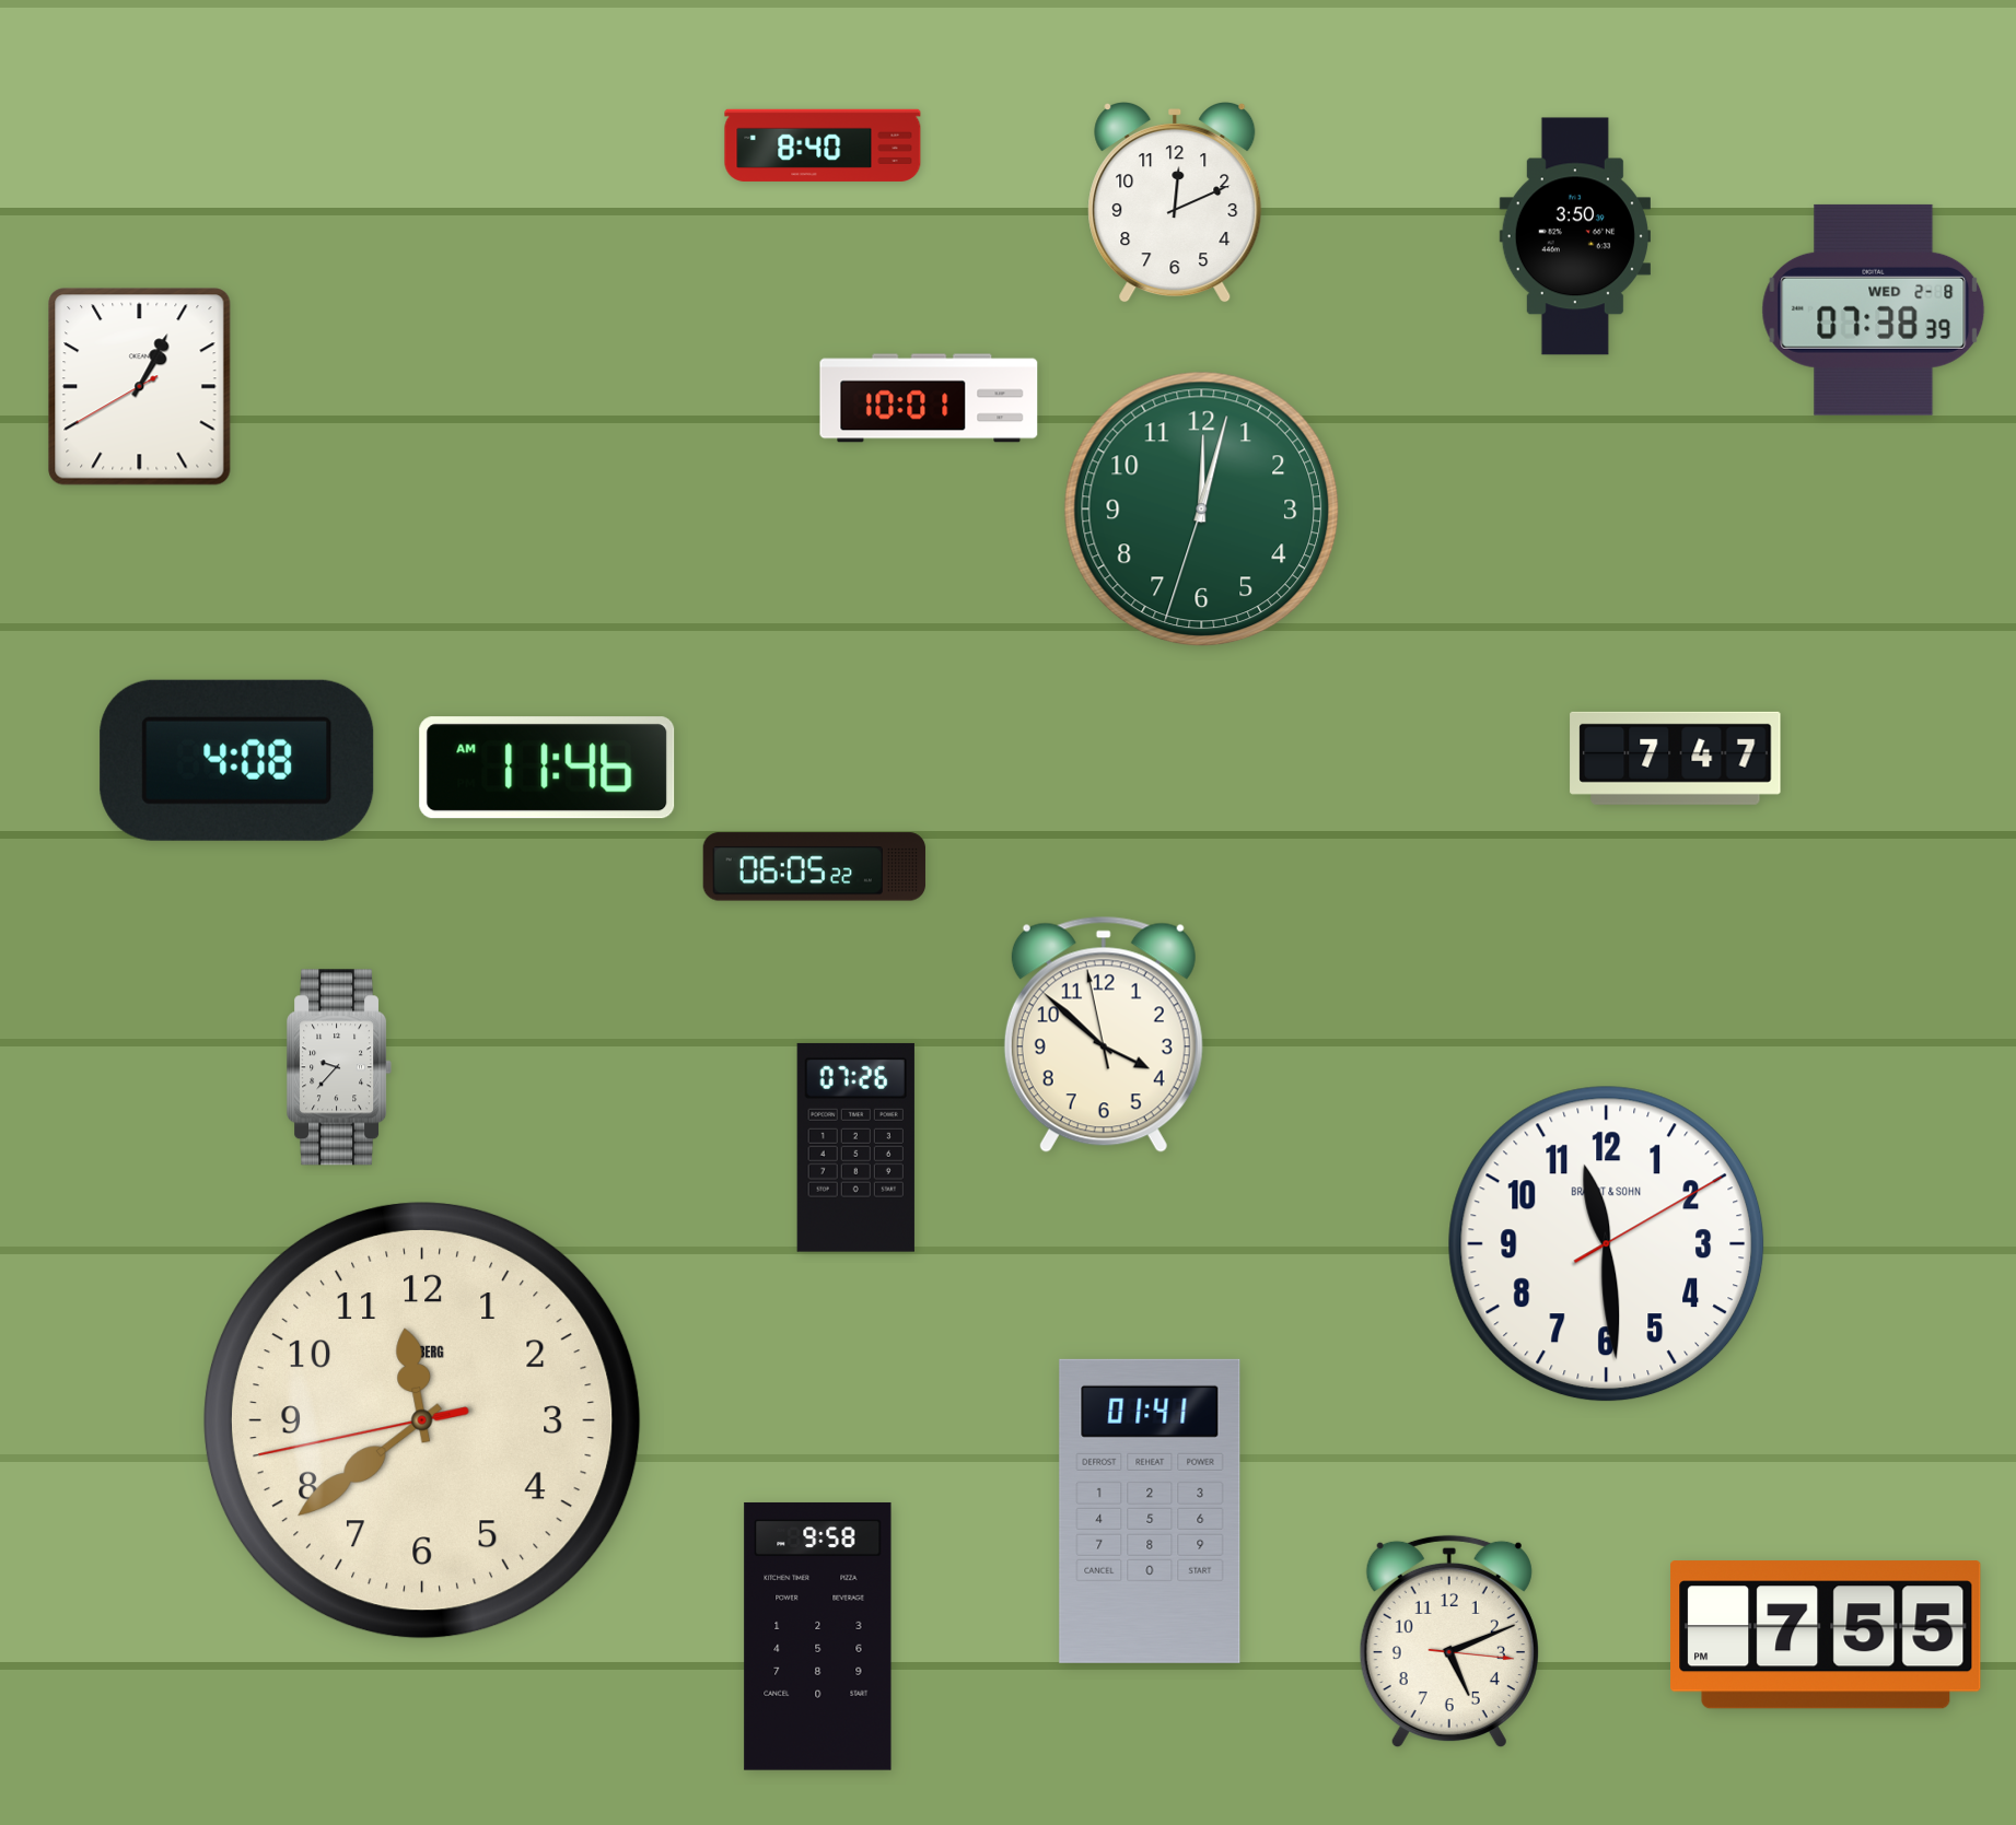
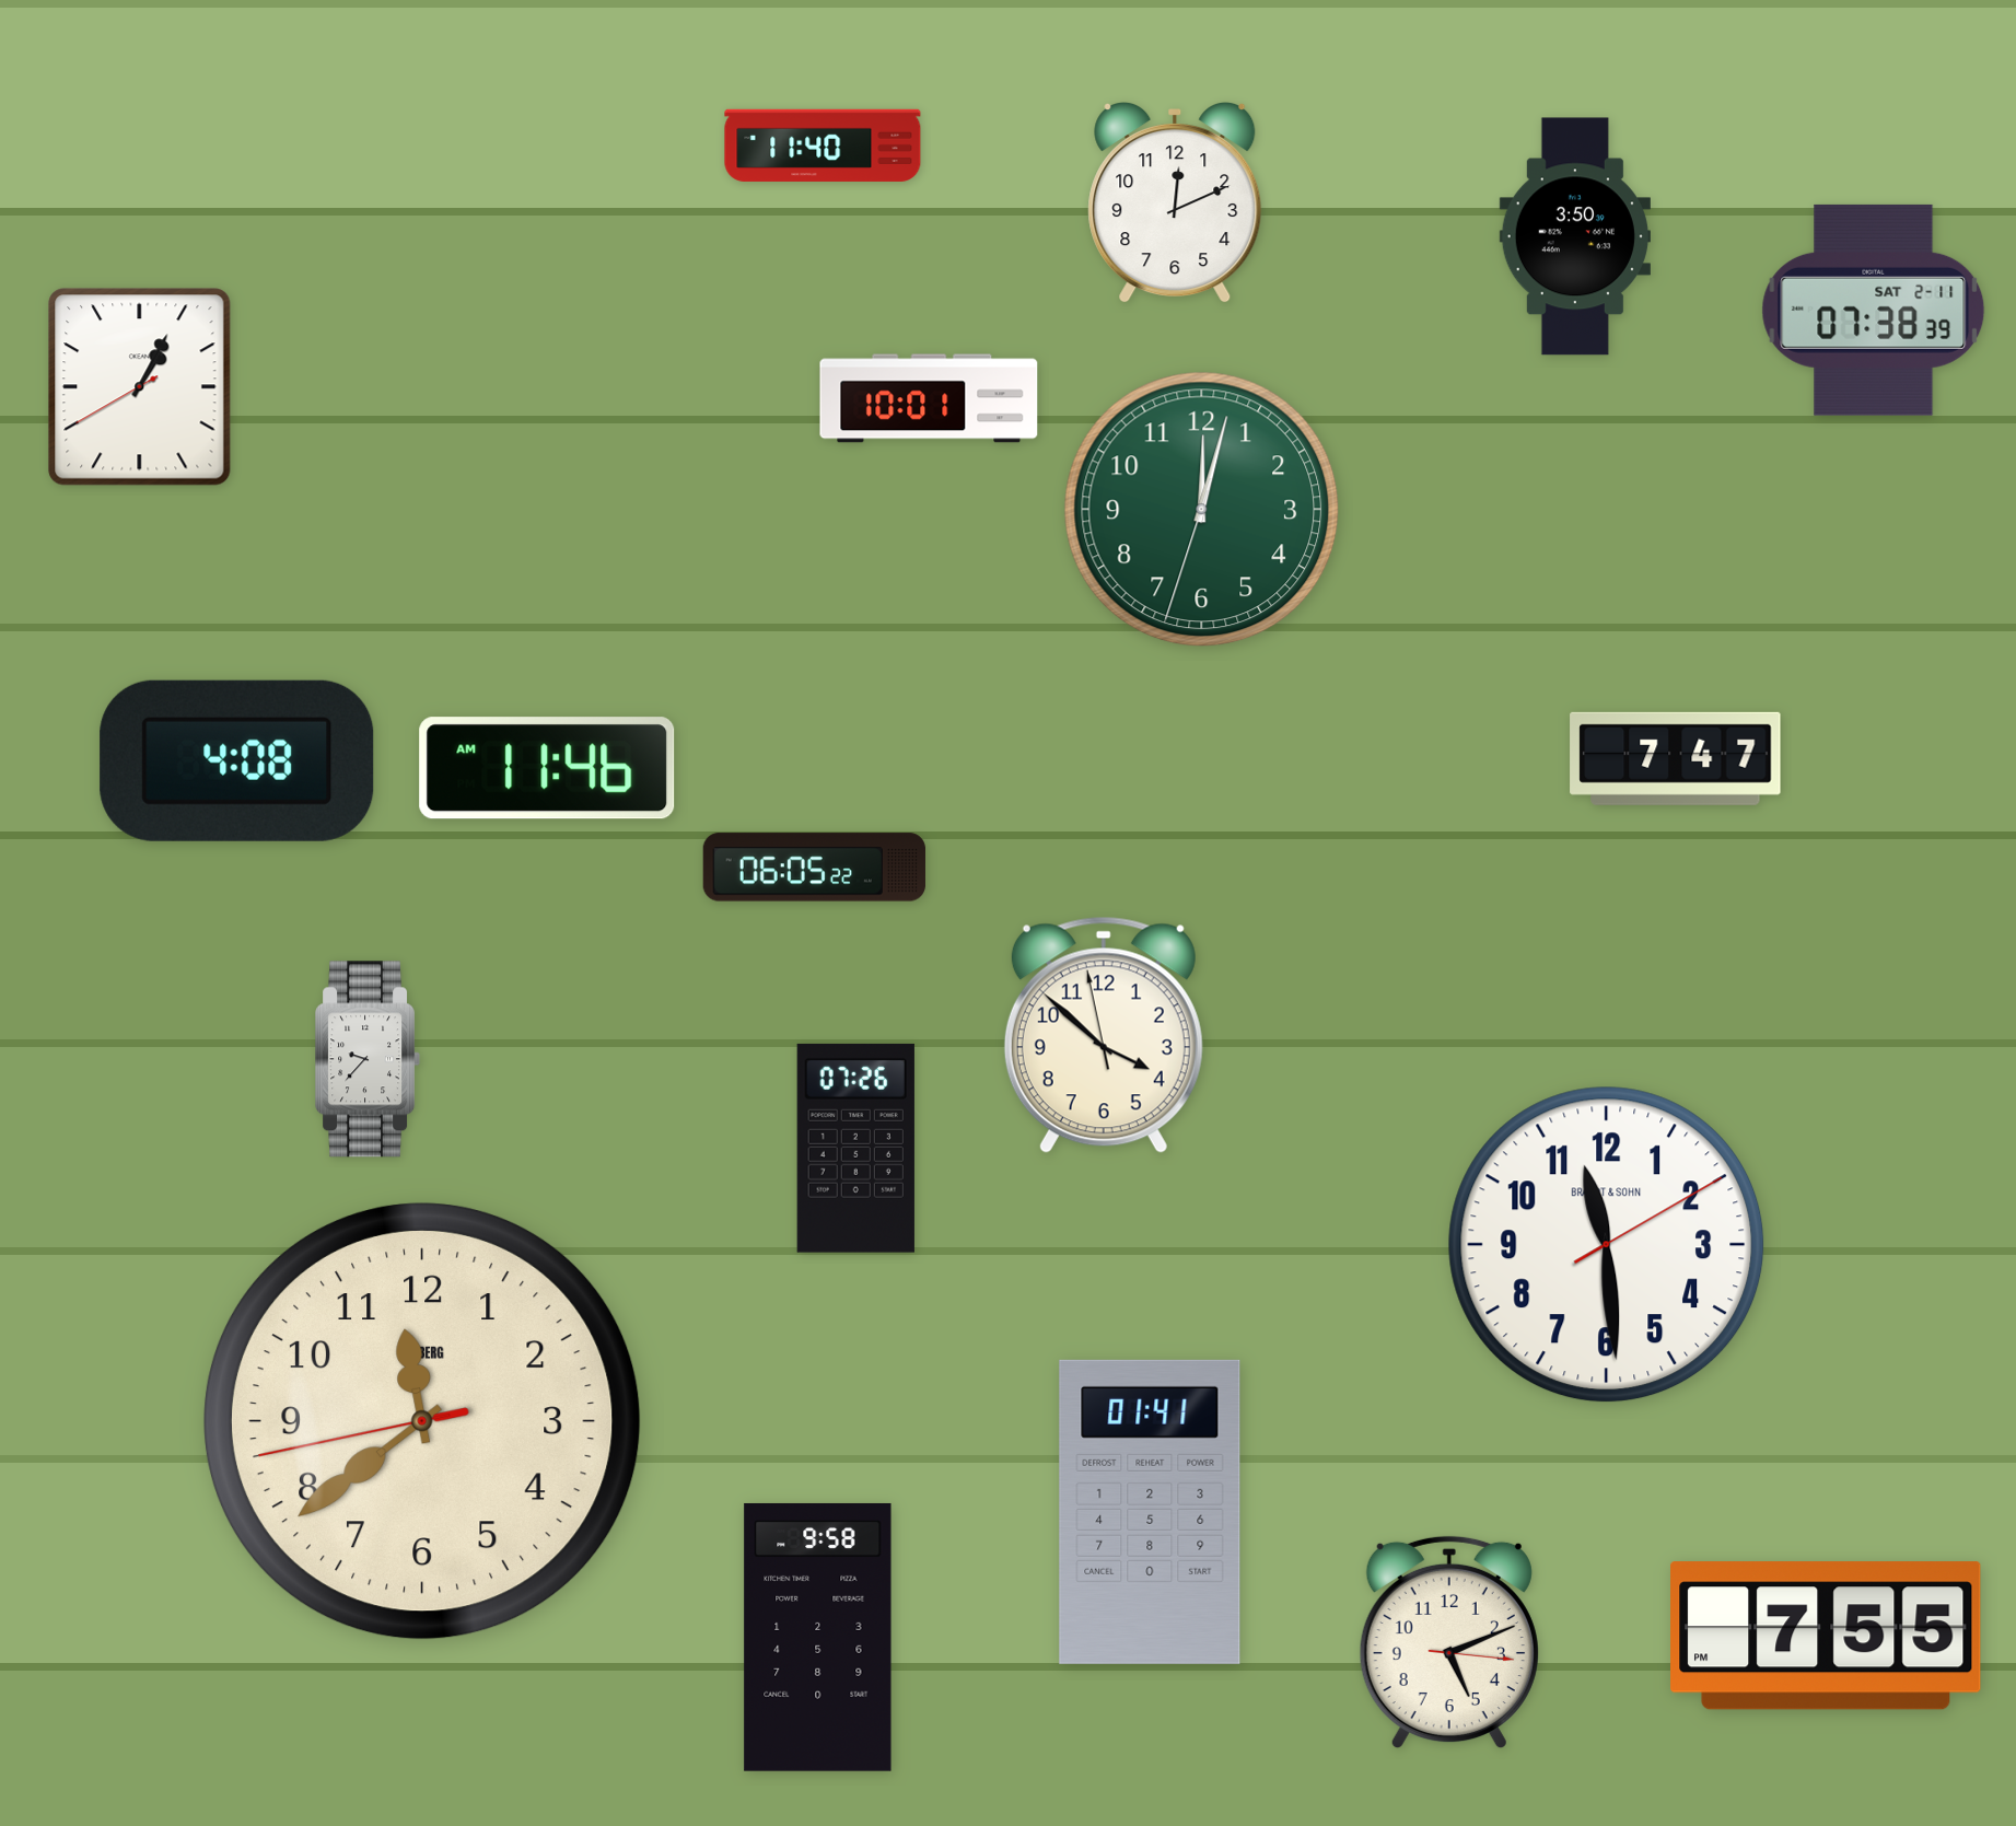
clock at (823, 145): 8:40 -> 11:40
clock at (1874, 309) date: WED 2-8 -> SAT 2-11
clock at (340, 1067) position: (340, 1067) -> (369, 1059)
